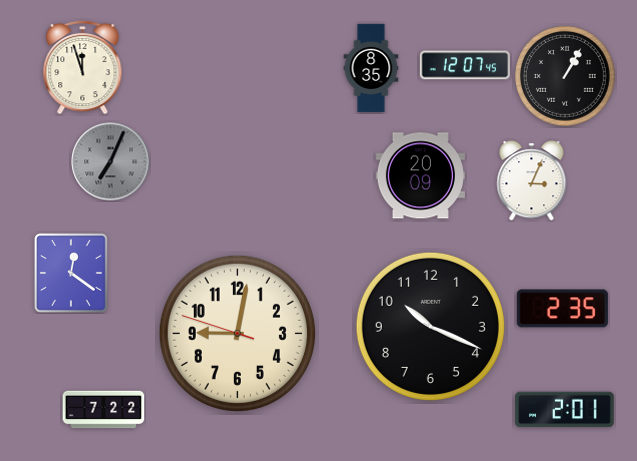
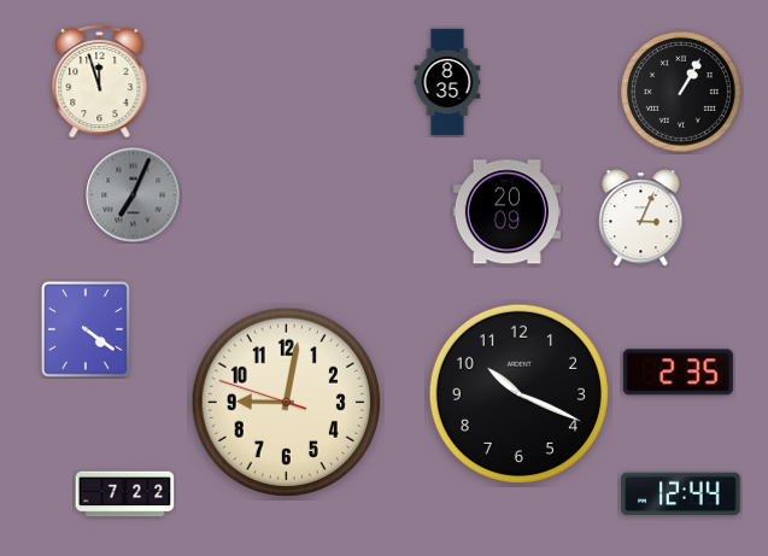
clock at (465, 65): 12:07 -> none
clock at (71, 273): 12:21 -> 4:21
clock at (565, 410): 2:01 -> 12:44
